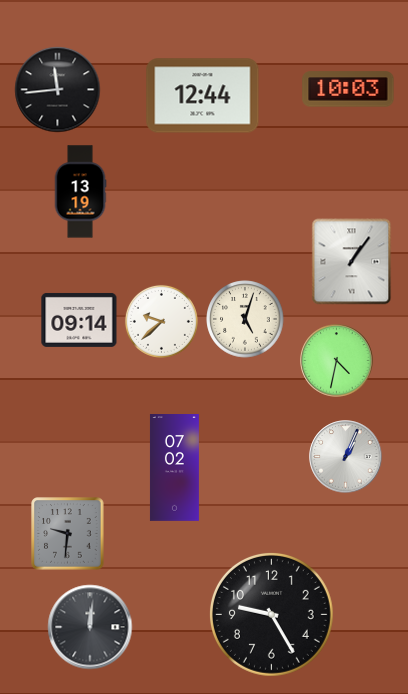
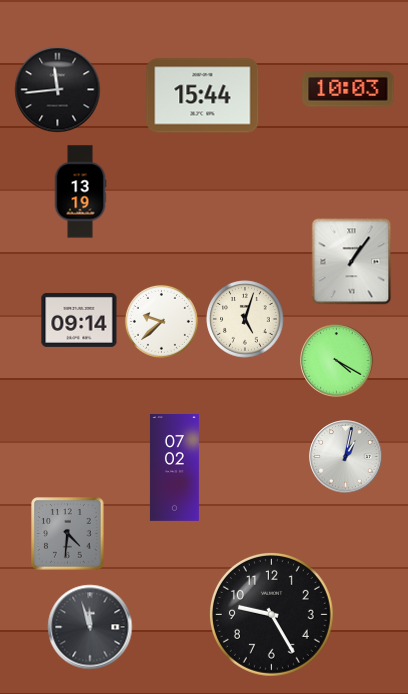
clock at (203, 96): 12:44 -> 15:44
clock at (337, 361): 4:32 -> 4:20
clock at (346, 457): 1:04 -> 1:02
clock at (68, 534): 9:31 -> 4:31
clock at (90, 627): 12:01 -> 11:57
